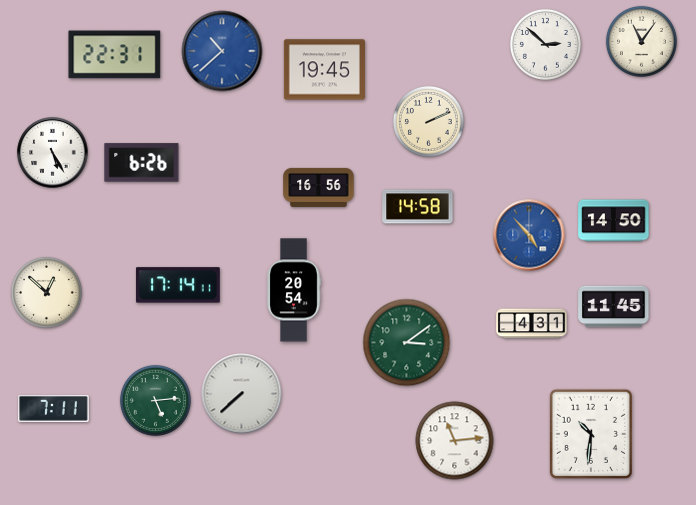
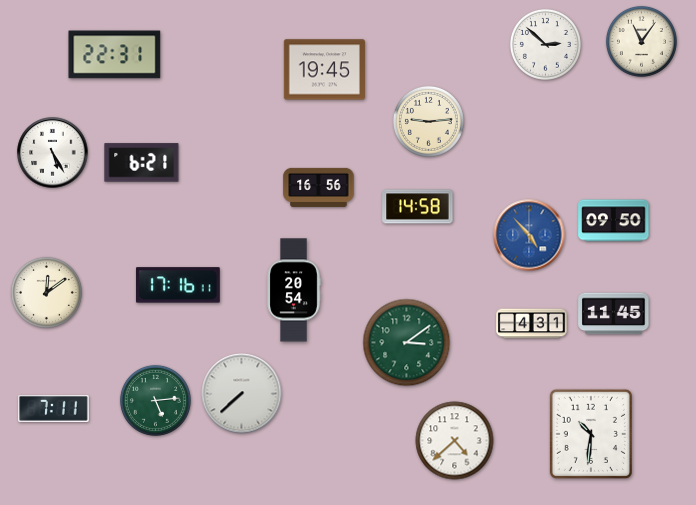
clock at (222, 51): 10:38 -> none
clock at (428, 121): 2:11 -> 9:14
clock at (142, 163): 6:26 -> 6:21
clock at (614, 221): 14:50 -> 09:50
clock at (178, 285): 17:14 -> 17:16
clock at (46, 292): 12:52 -> 12:09
clock at (614, 307) position: (614, 307) -> (614, 314)
clock at (455, 441): 11:14 -> 4:38
